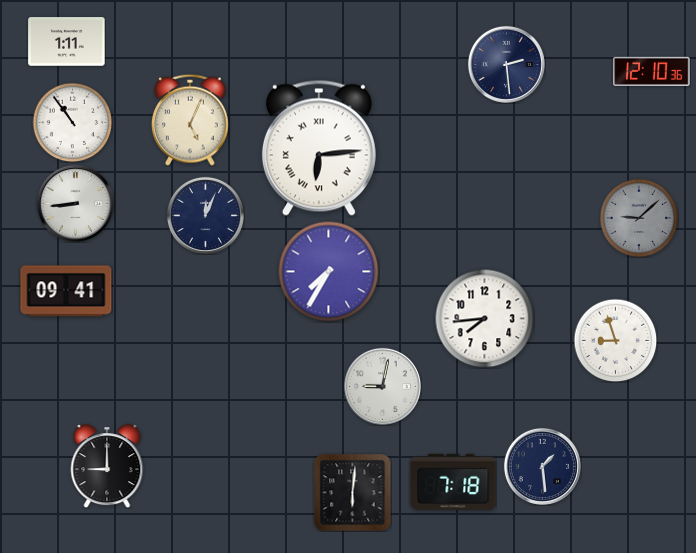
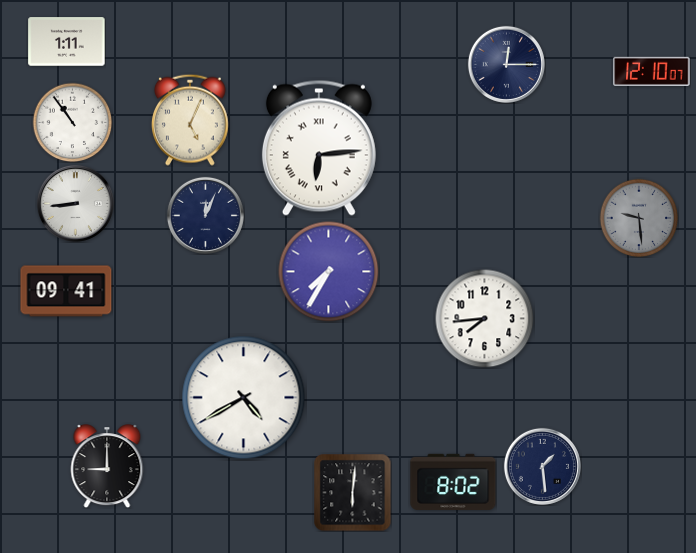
clock at (506, 64): 2:29 -> 12:15
clock at (652, 71): 12:10:36 -> 12:10:07
clock at (639, 218): 9:08 -> 9:29
clock at (615, 340): 8:57 -> none
clock at (382, 386): 9:02 -> none
clock at (244, 398): none -> 4:40
clock at (453, 482): 7:18 -> 8:02
